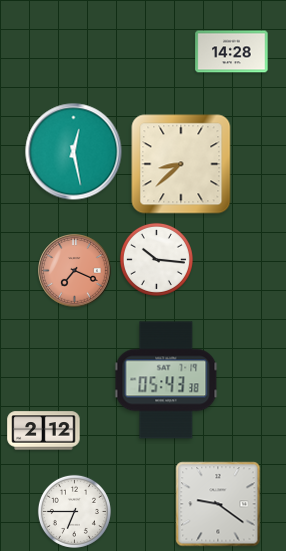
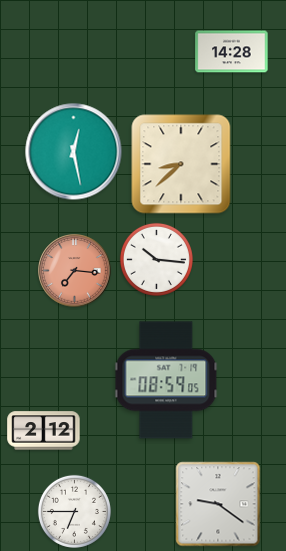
clock at (75, 271): 7:19 -> 7:16
clock at (166, 380): 05:43 -> 08:59
